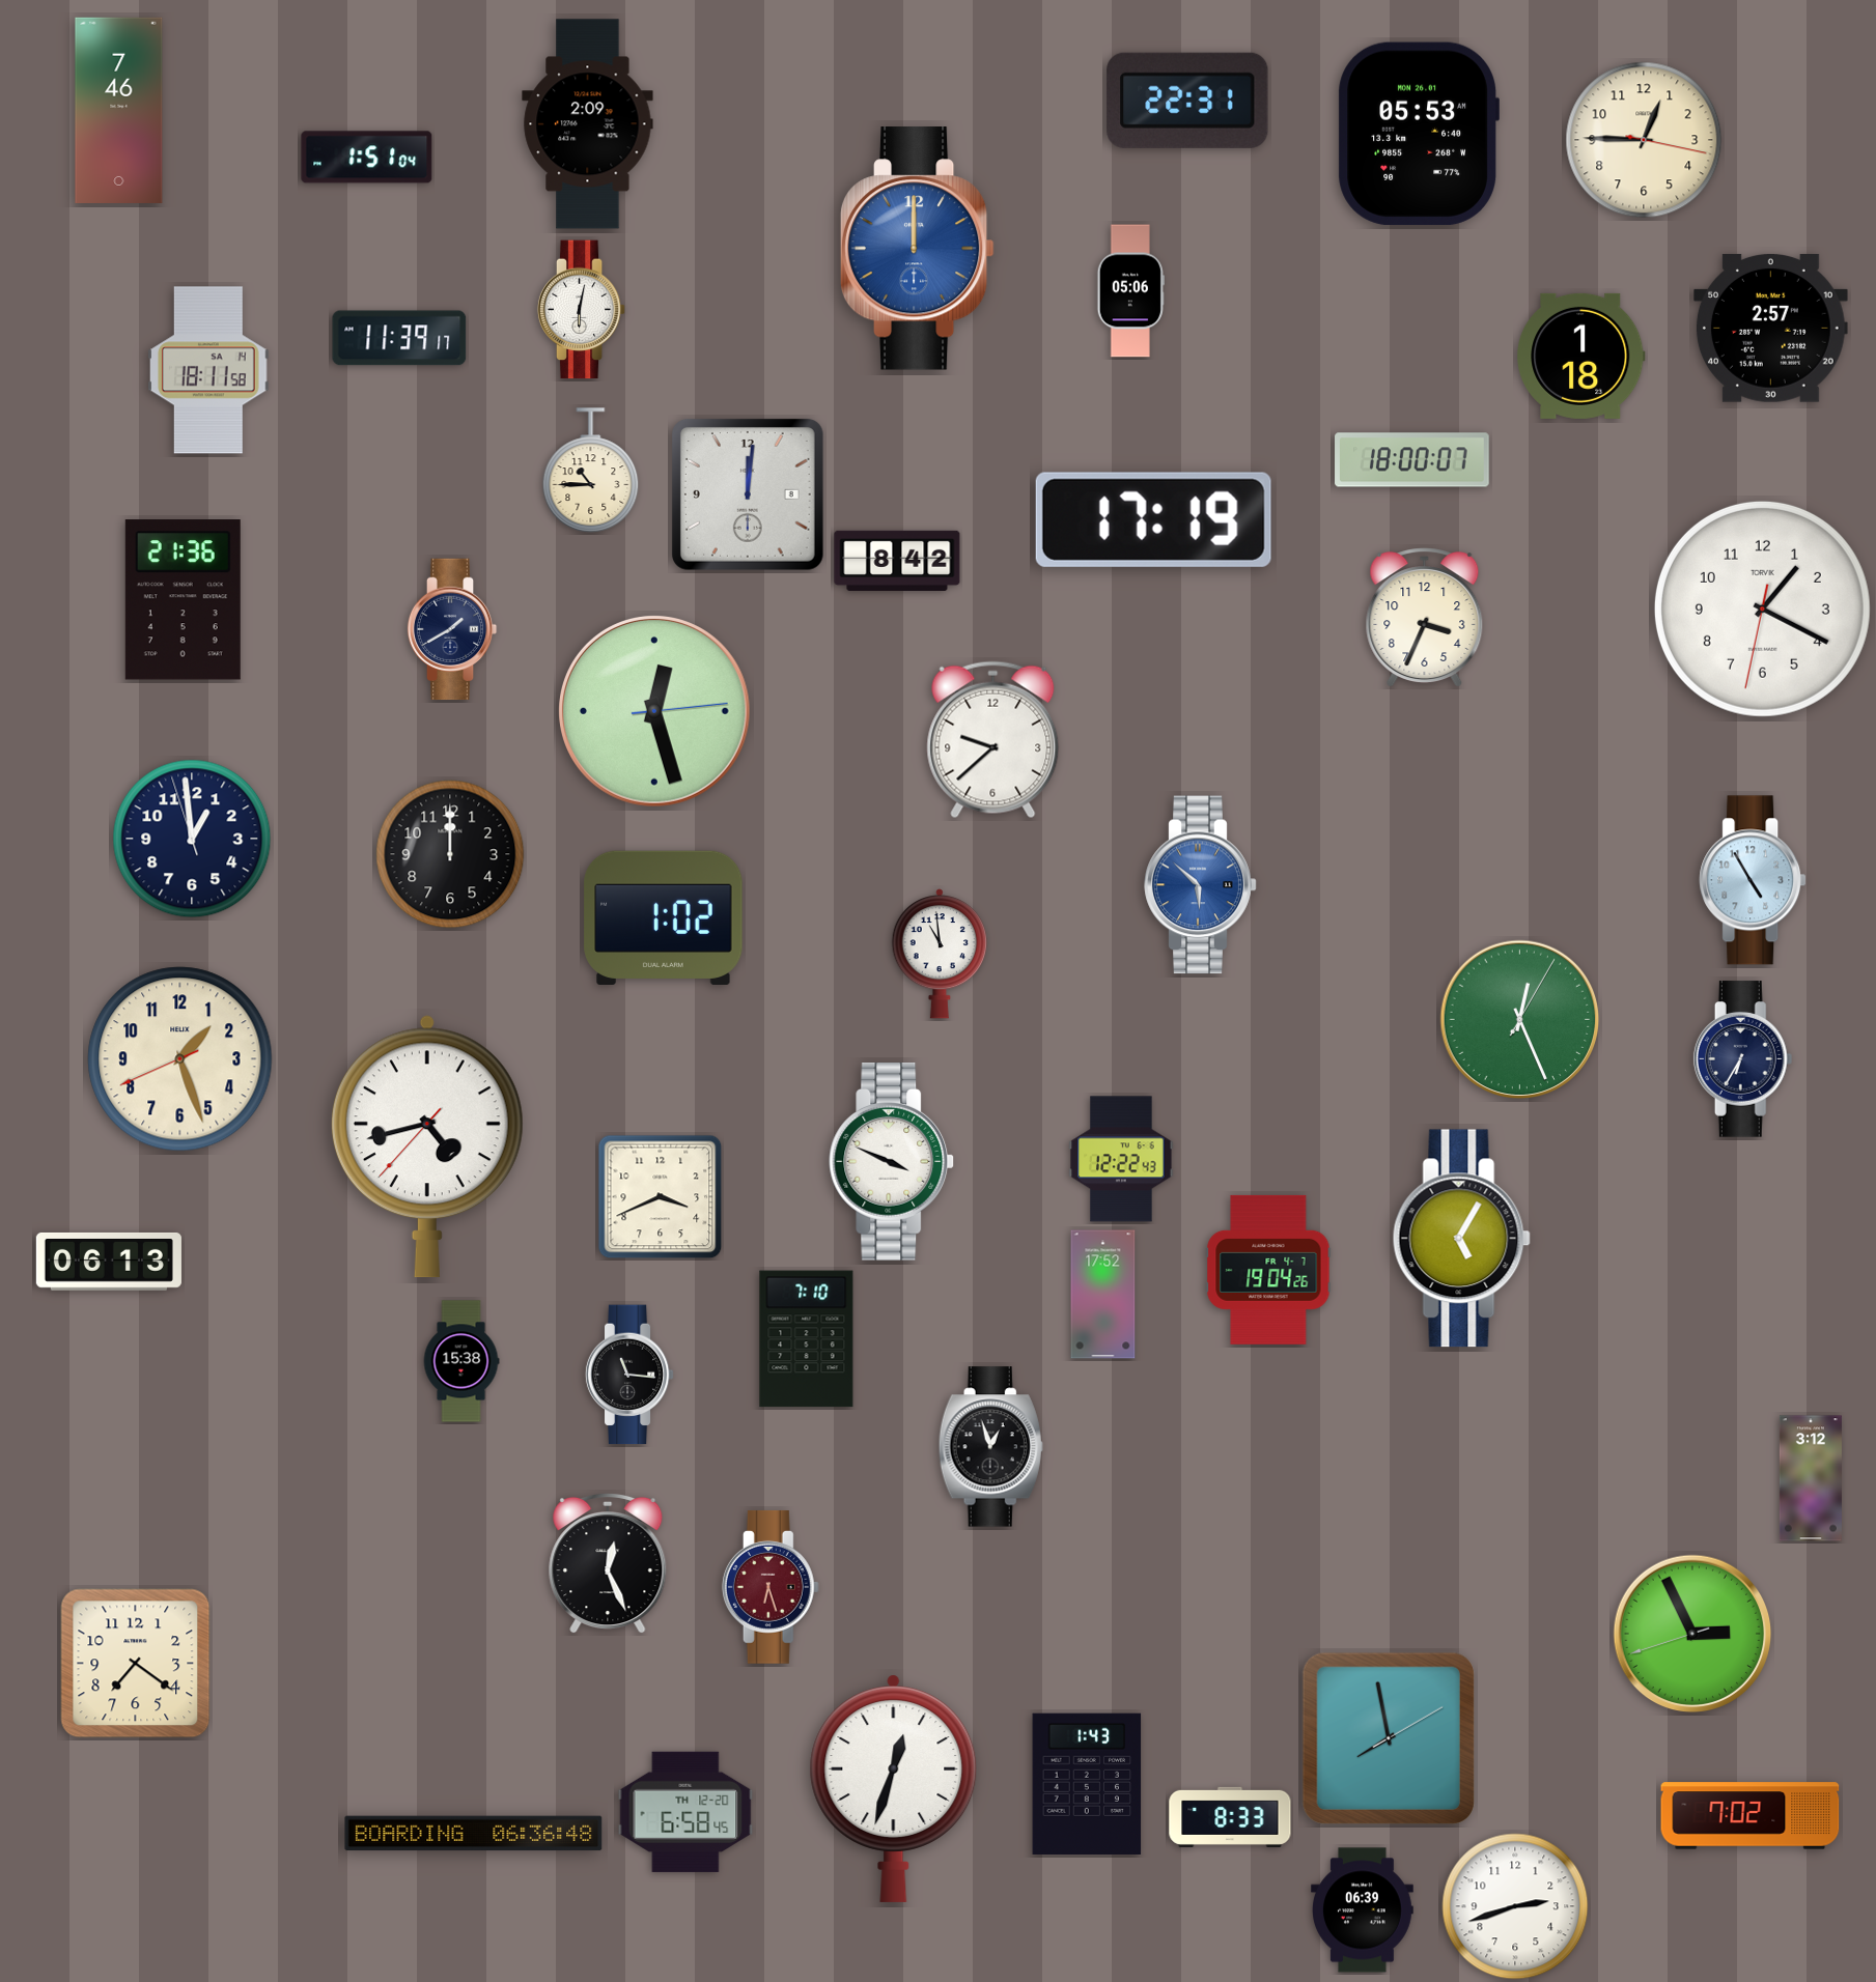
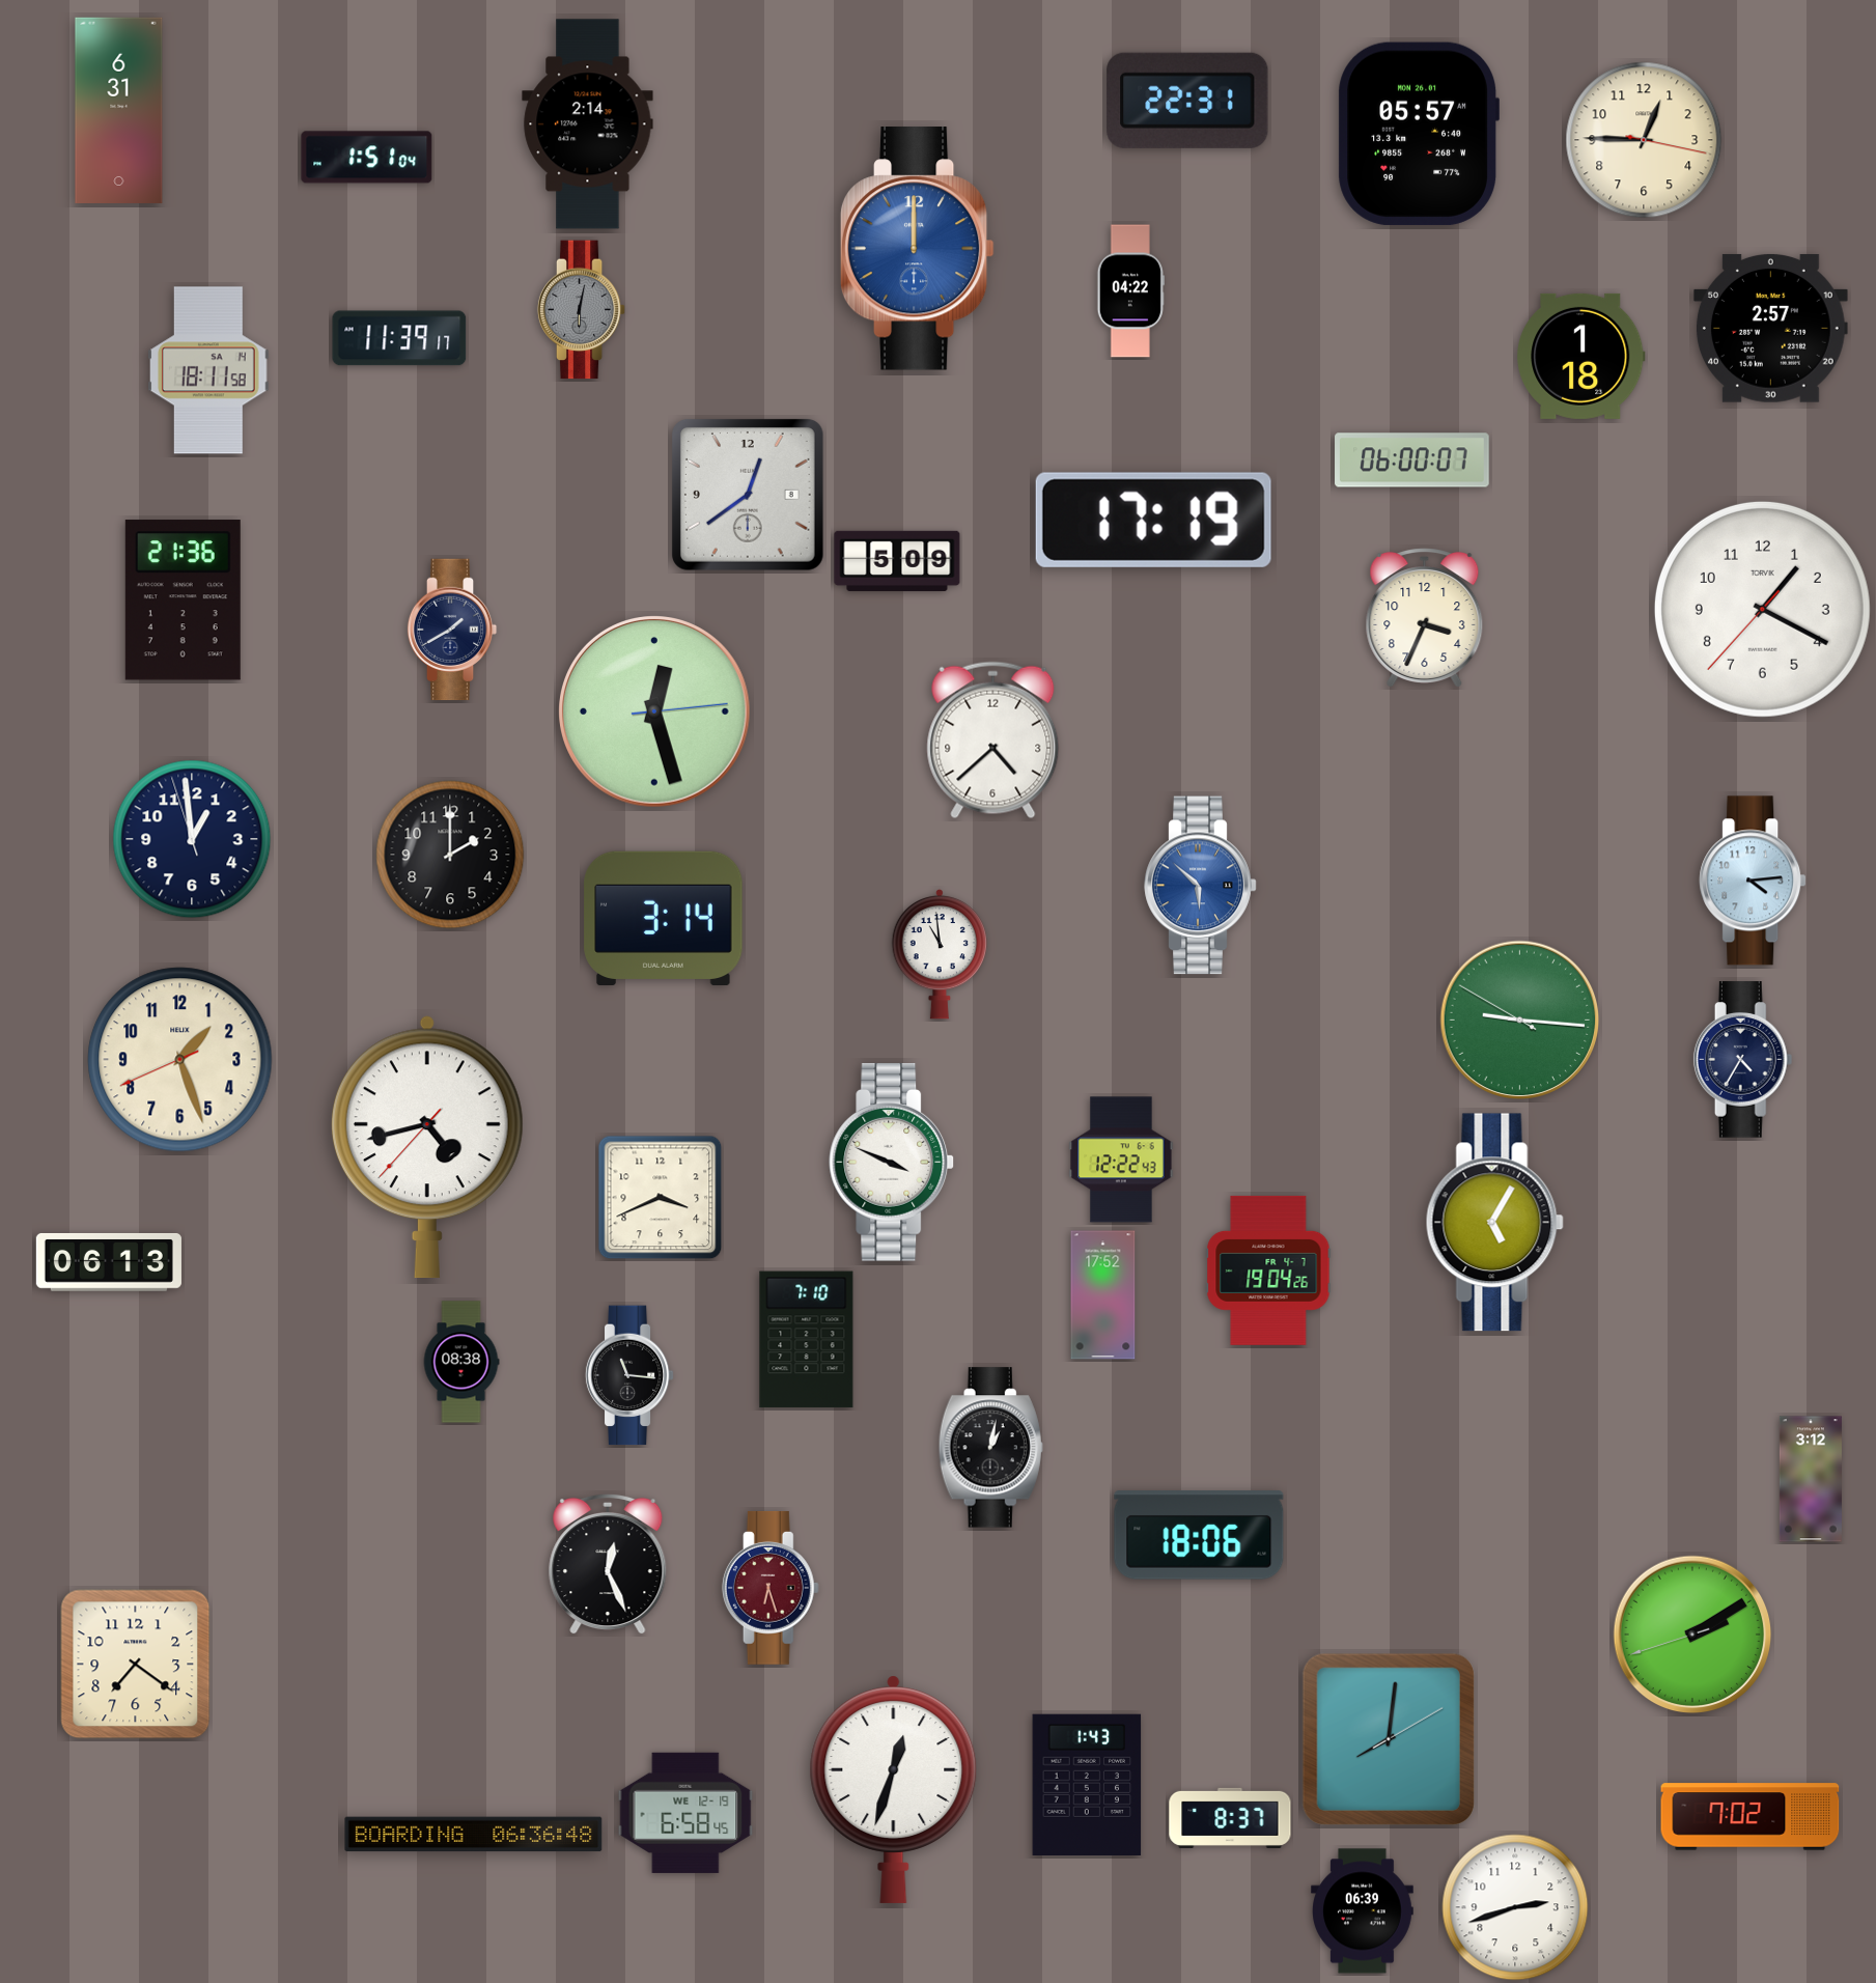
clock at (119, 110): 7:46 -> 6:31
clock at (588, 124): 2:09 -> 2:14
clock at (1419, 134): 05:53 -> 05:57
clock at (1130, 291): 05:06 -> 04:22
clock at (582, 310) dial: white -> grey
clock at (1412, 460): 18:00 -> 06:00
clock at (591, 471): 10:45 -> none
clock at (748, 494): 12:01 -> 12:39
clock at (897, 561): 8:42 -> 5:09
clock at (1762, 608): 1:19:32 -> 1:19:37
clock at (993, 740): 9:38 -> 4:38
clock at (450, 854): 12:00 -> 2:00
clock at (1753, 880): 4:55 -> 4:14
clock at (664, 917): 1:02 -> 3:14
clock at (1520, 1020): 12:26 -> 9:15
clock at (1743, 1059): 6:35 -> 4:35
clock at (1461, 1239) position: (1461, 1239) -> (1494, 1223)
clock at (461, 1361): 15:38 -> 08:38
clock at (990, 1447): 12:57 -> 1:02
clock at (1199, 1535): none -> 18:06
clock at (1692, 1634): 2:55 -> 2:09
clock at (1389, 1738): 7:58 -> 8:01
clock at (685, 1812) date: TH 12-20 -> WE 12-19
clock at (1230, 1817): 8:33 -> 8:37
